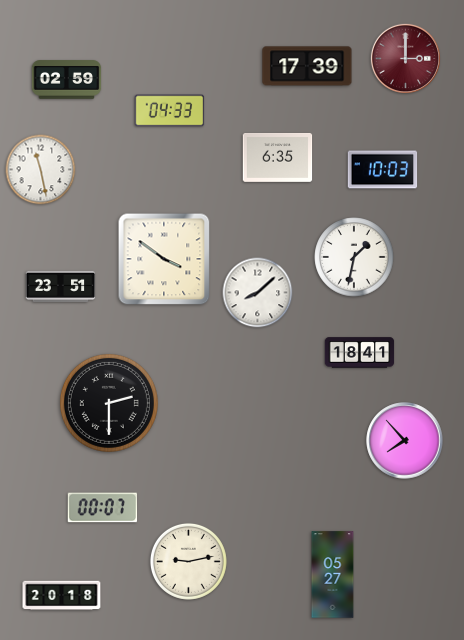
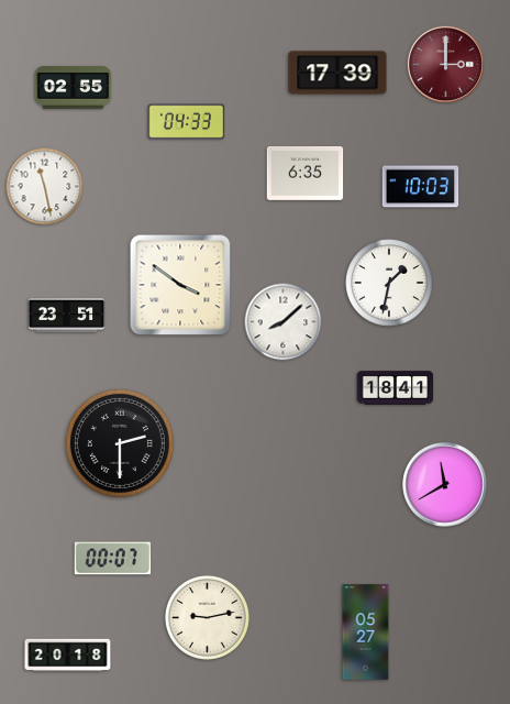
clock at (67, 80): 02:59 -> 02:55
clock at (405, 441): 7:53 -> 11:40
